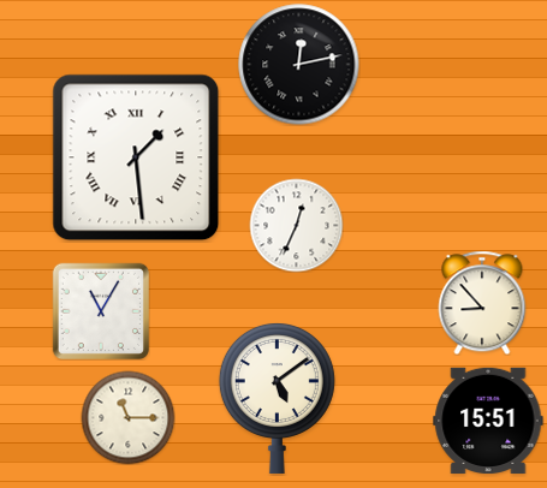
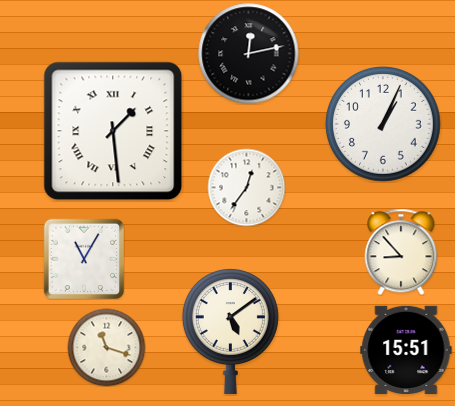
clock at (384, 125): none -> 1:04
clock at (296, 225): 12:34 -> 12:36
clock at (127, 417): 11:15 -> 11:18
